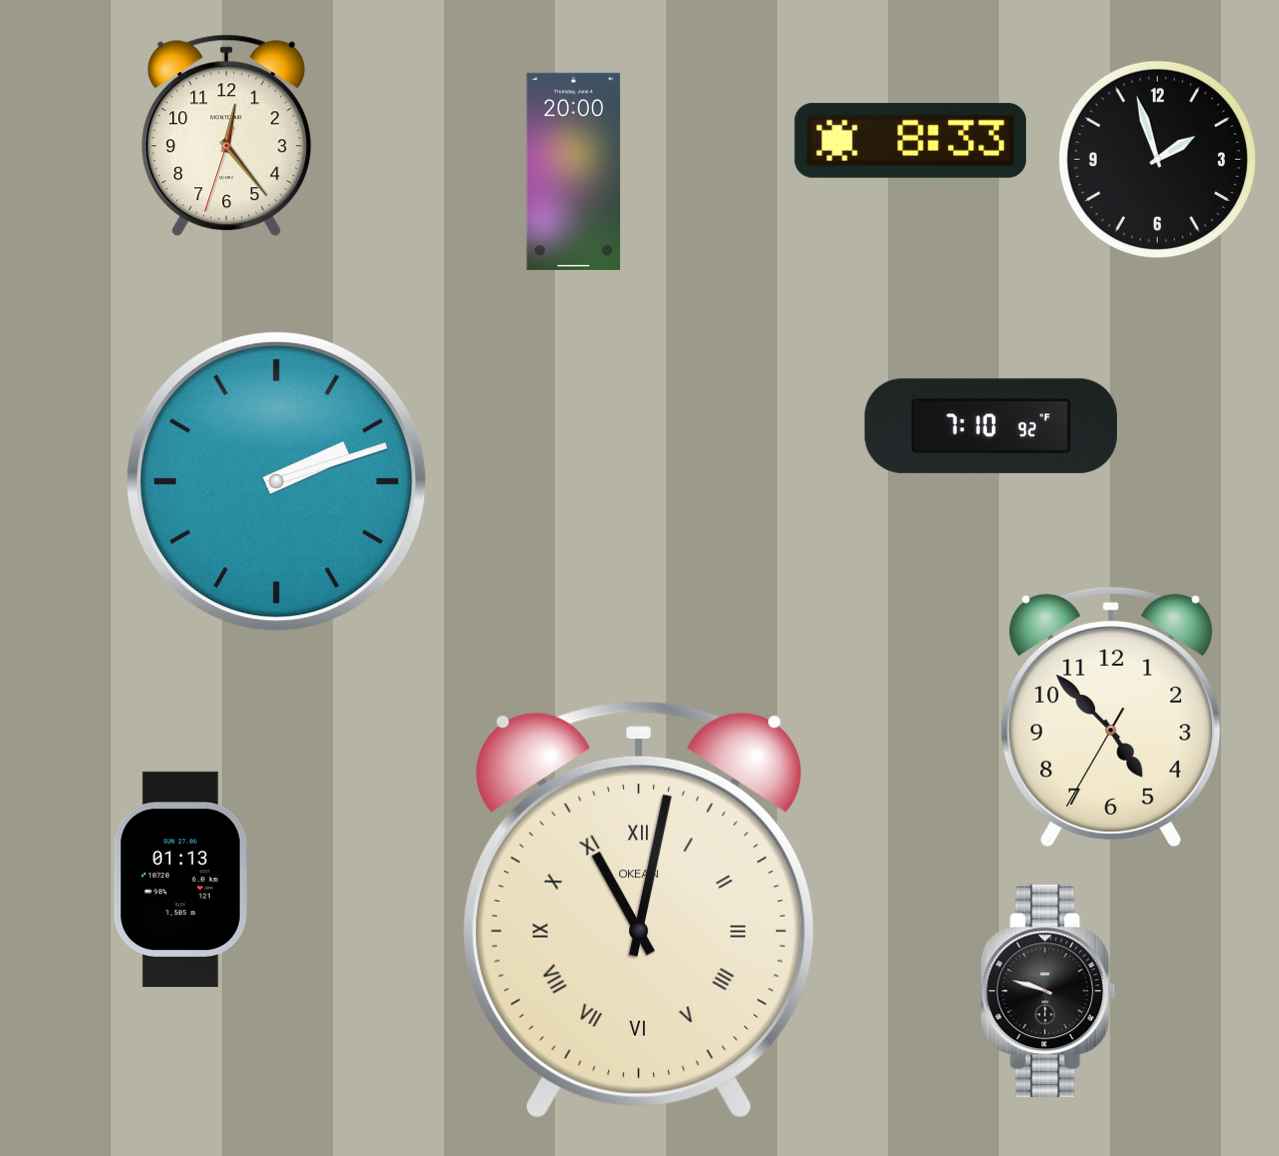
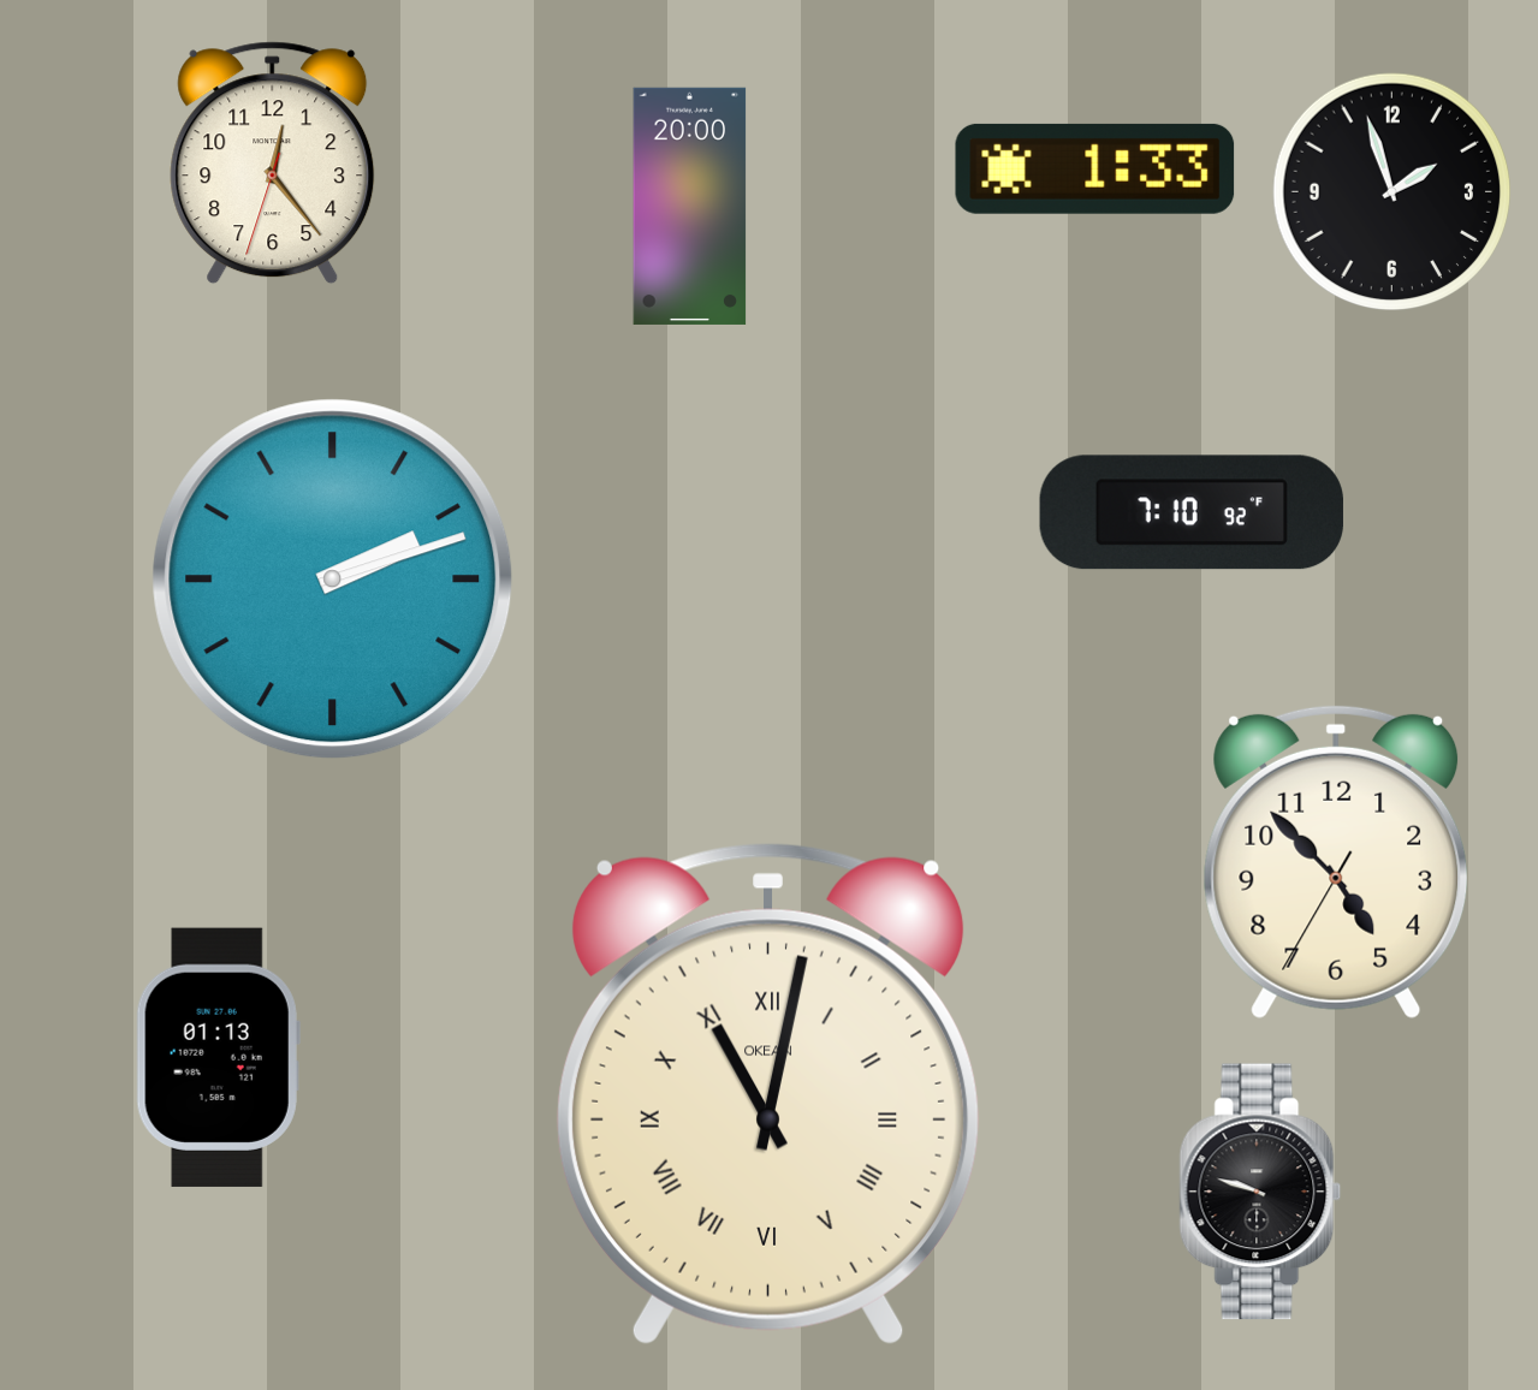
clock at (911, 140): 8:33 -> 1:33
